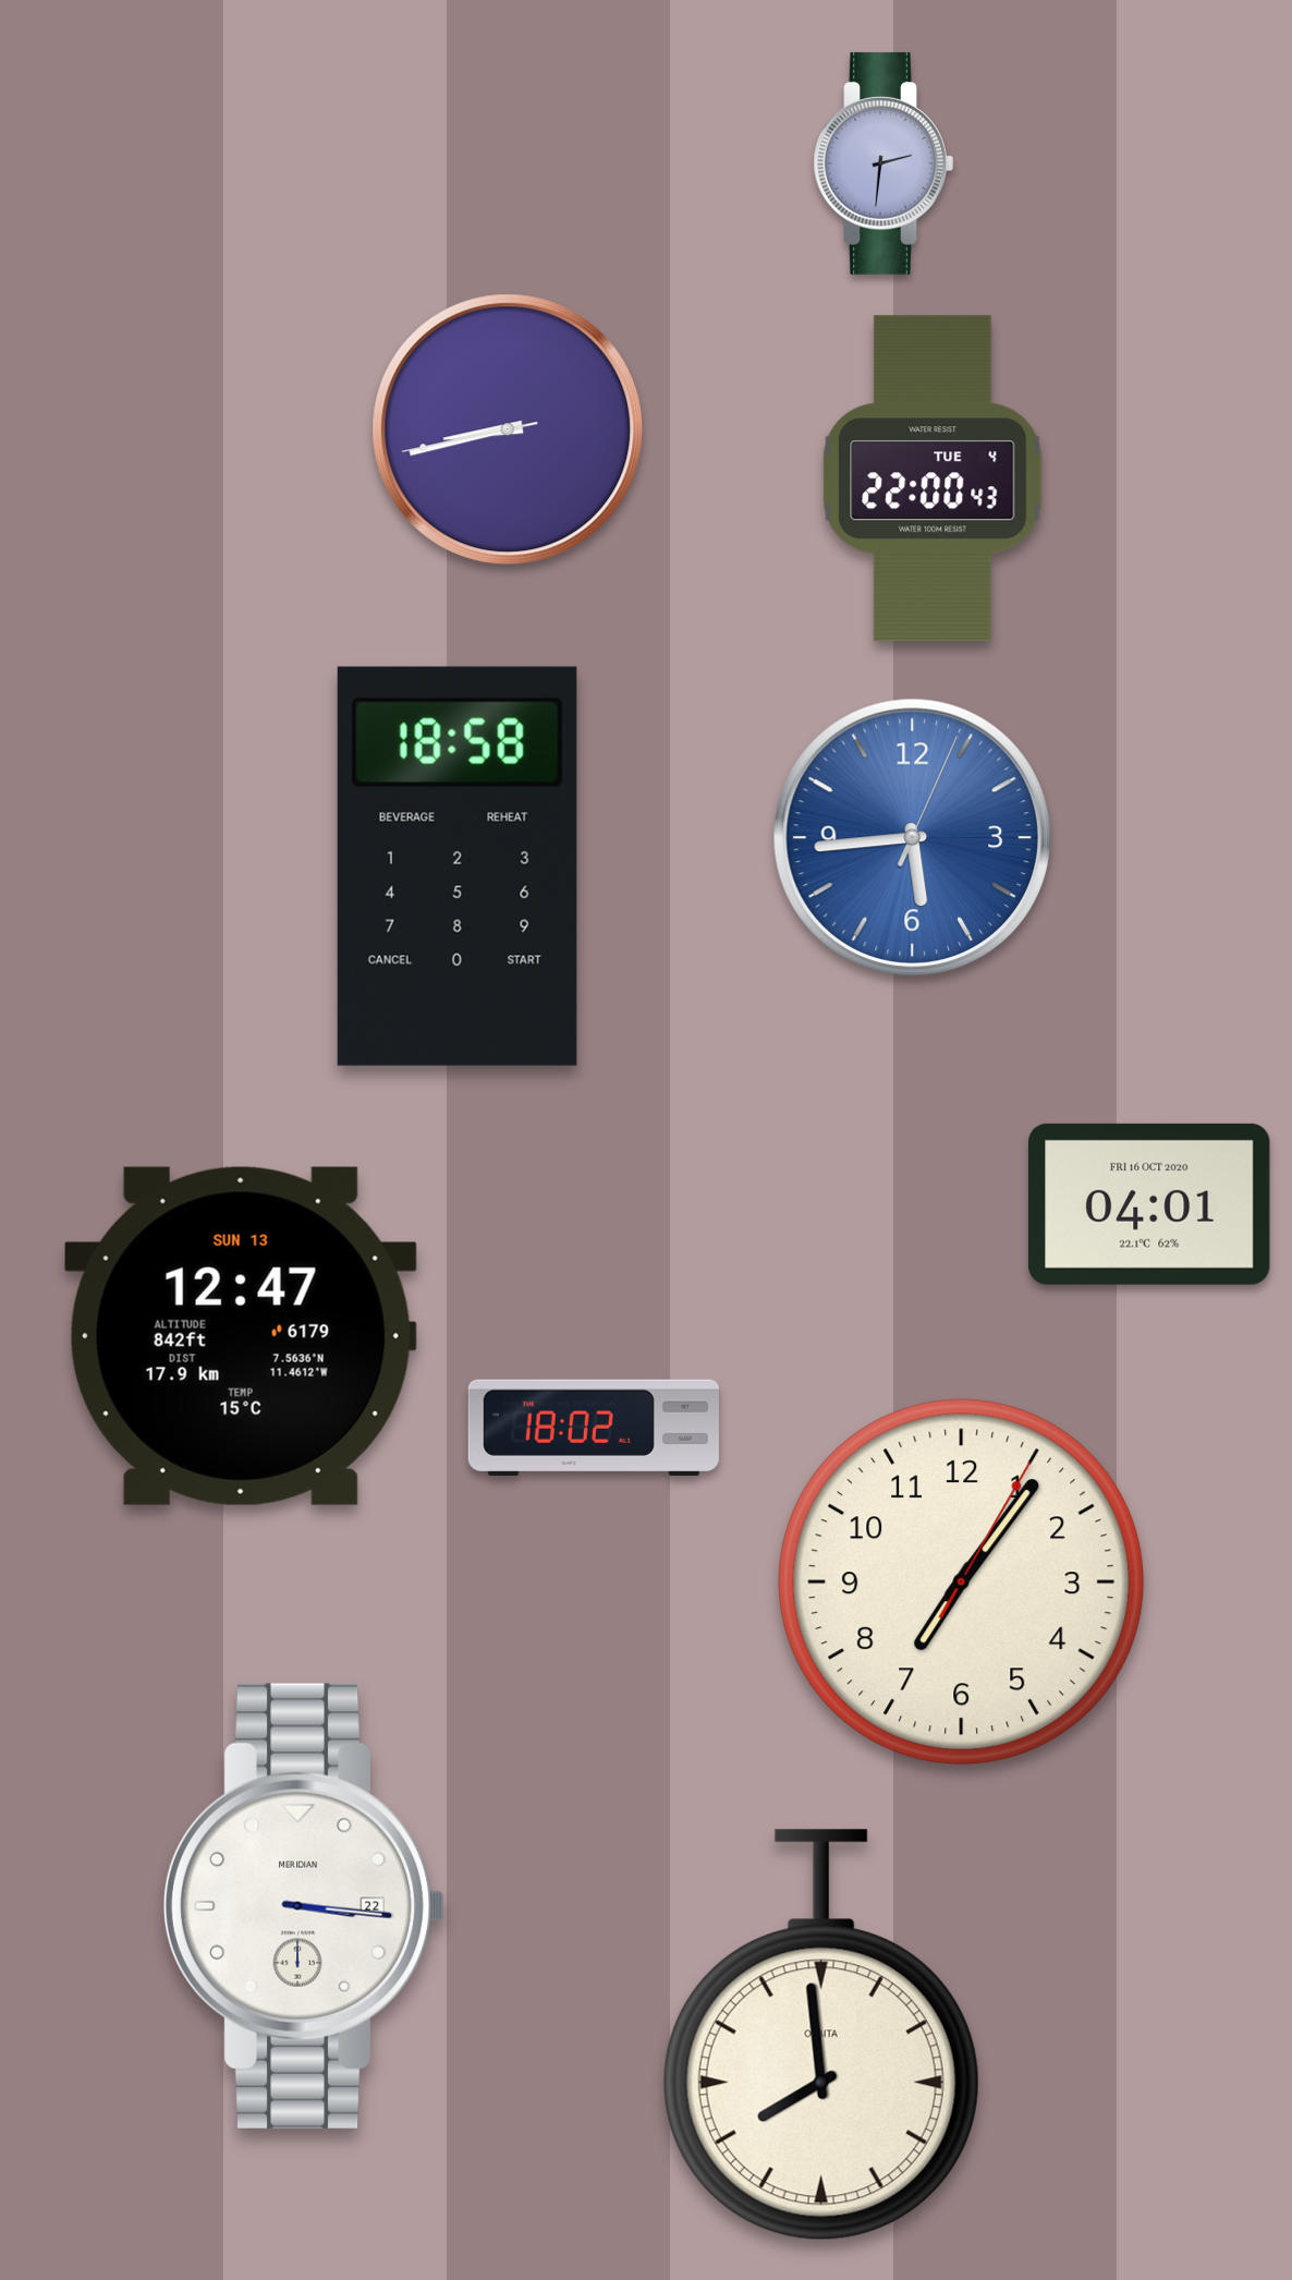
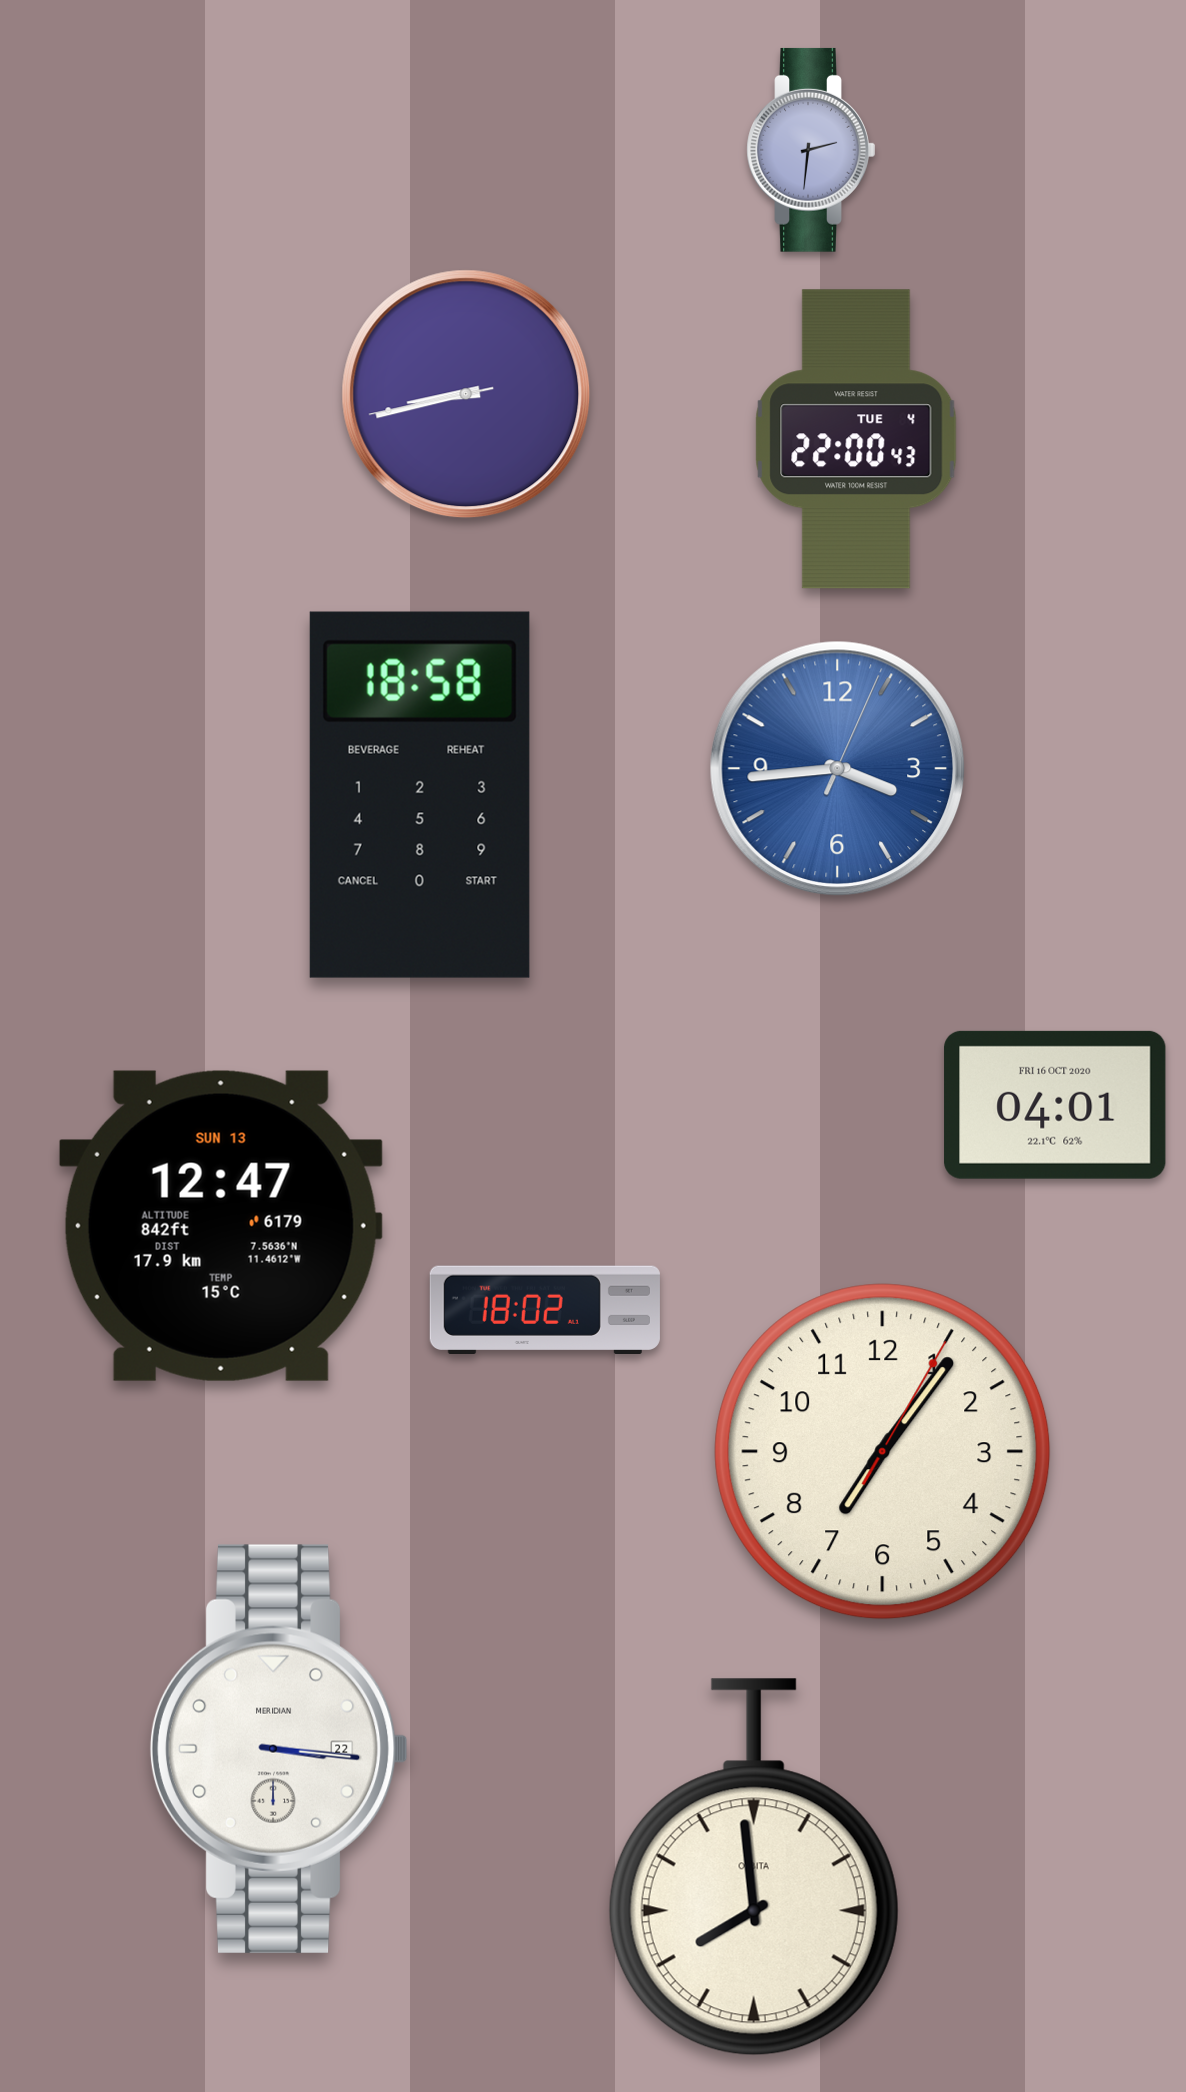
clock at (912, 837): 5:44 -> 3:44
